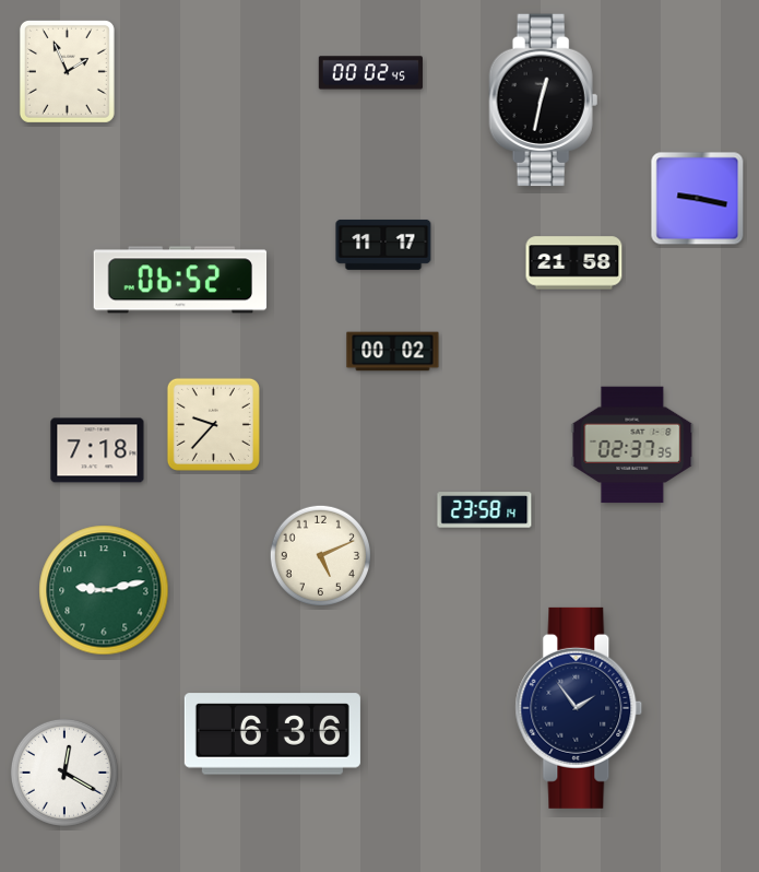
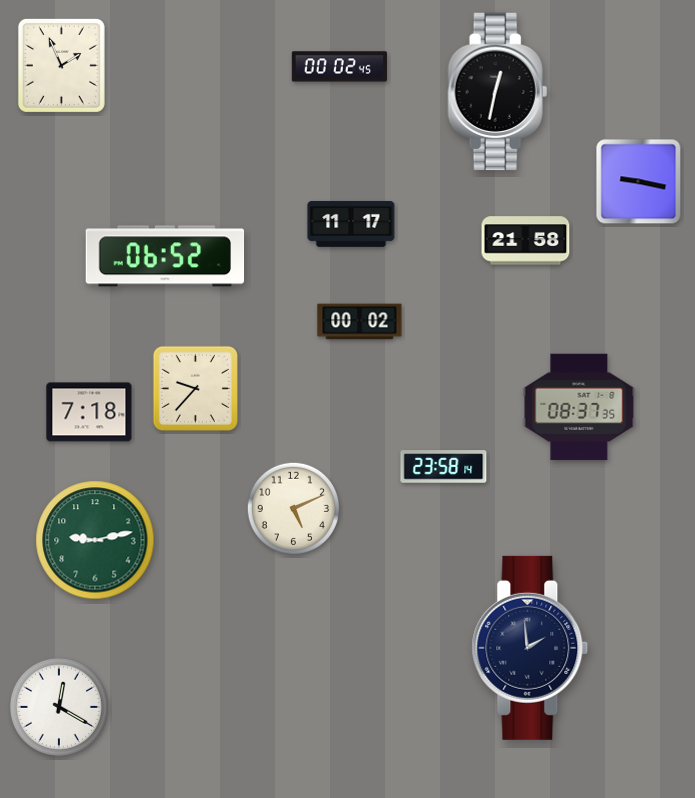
clock at (632, 445): 02:37 -> 08:37
clock at (579, 708): 1:54 -> 1:59
clock at (272, 734): 6:36 -> none
